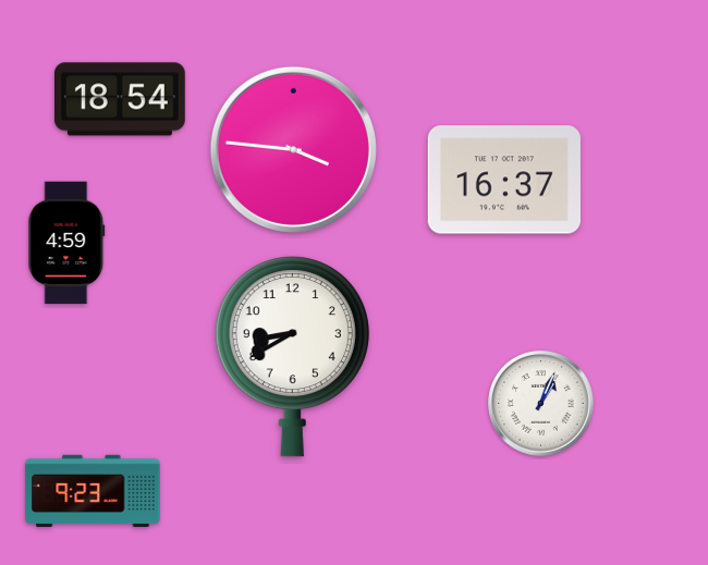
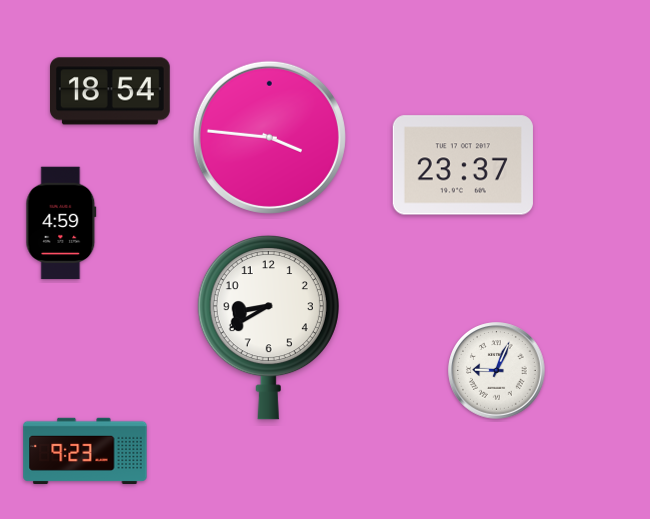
clock at (504, 180): 16:37 -> 23:37
clock at (541, 404): 1:04 -> 9:04
